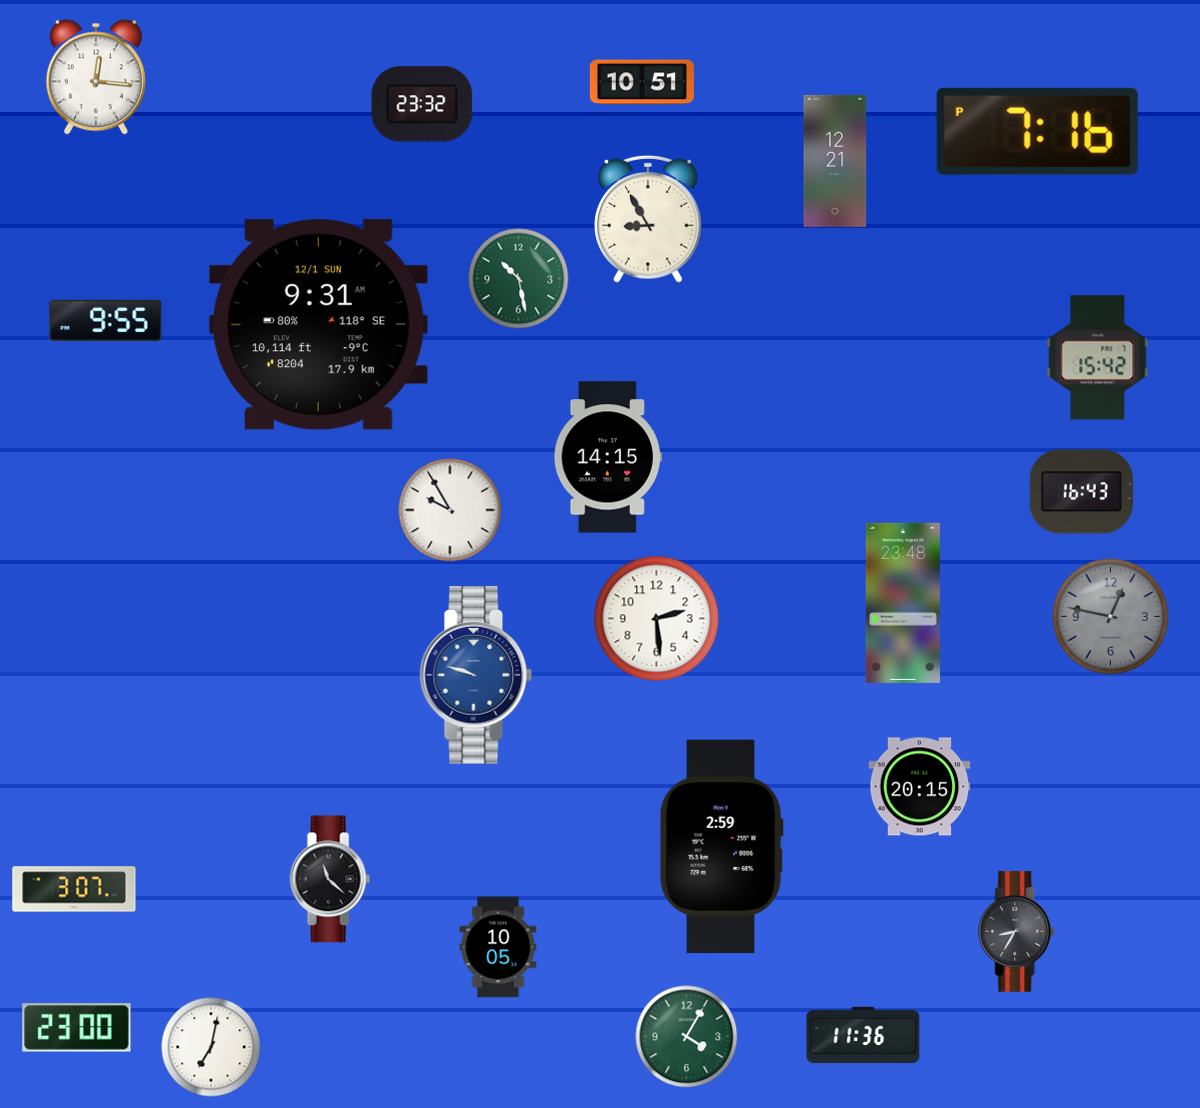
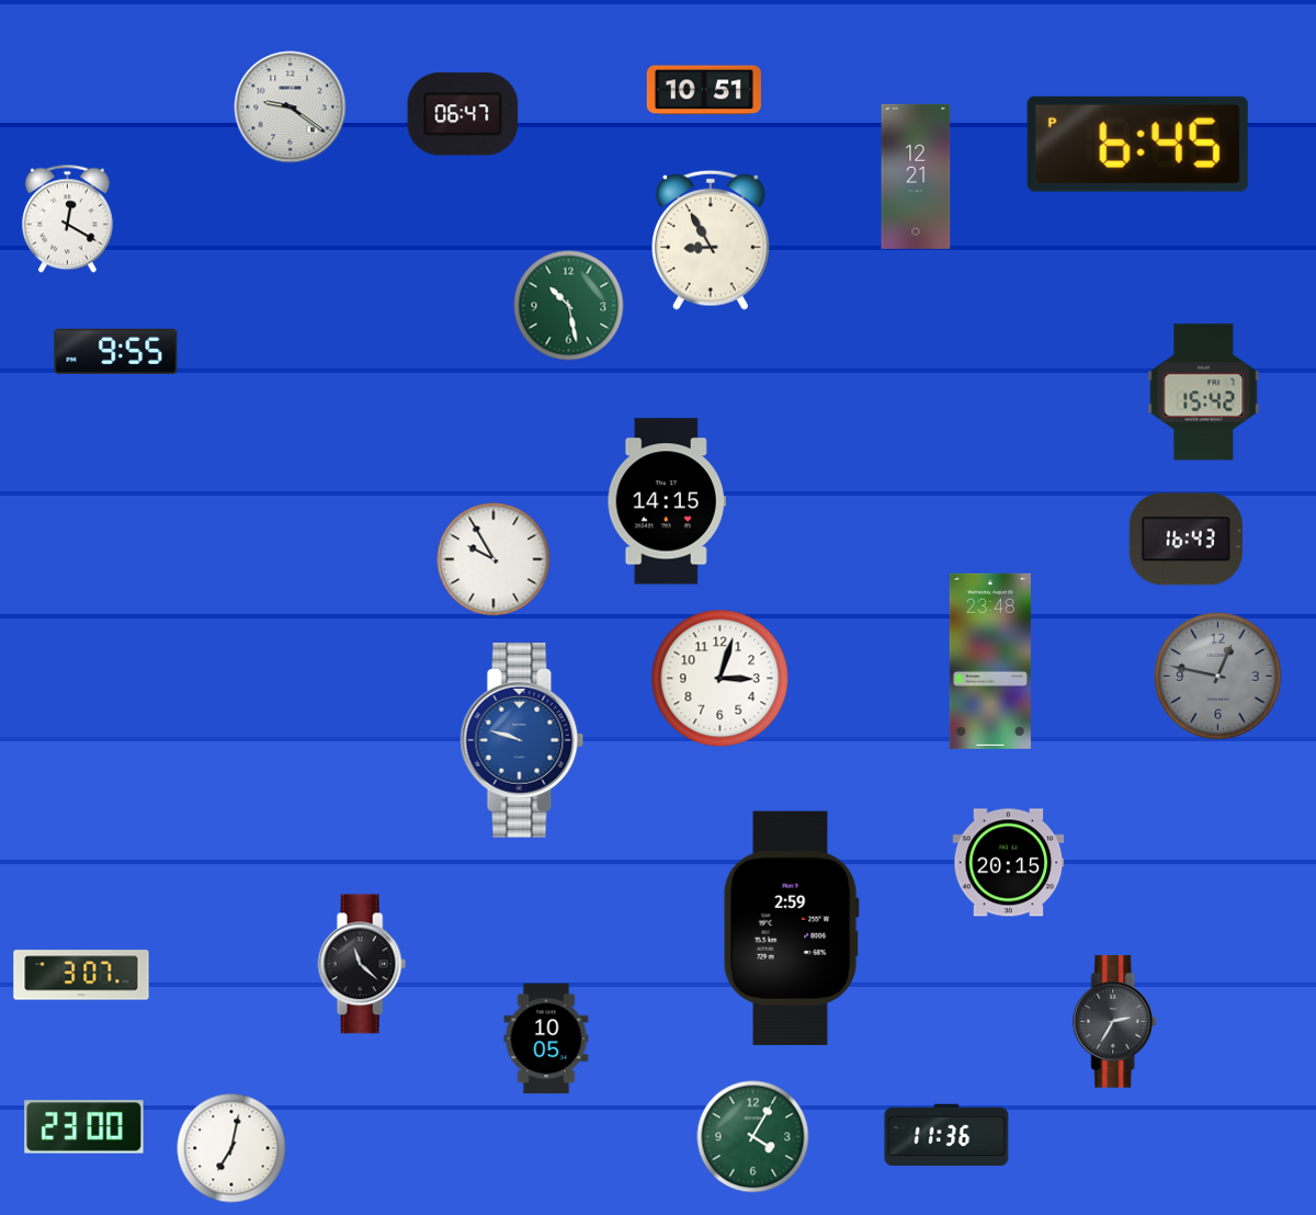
clock at (96, 77): 12:16 -> none
clock at (291, 107): none -> 9:21
clock at (422, 104): 23:32 -> 06:47
clock at (1037, 131): 7:16 -> 6:45
clock at (67, 219): none -> 12:20
clock at (318, 325): 9:31 -> none
clock at (657, 619): 2:29 -> 3:03
clock at (1017, 932): 8:35 -> 2:35
